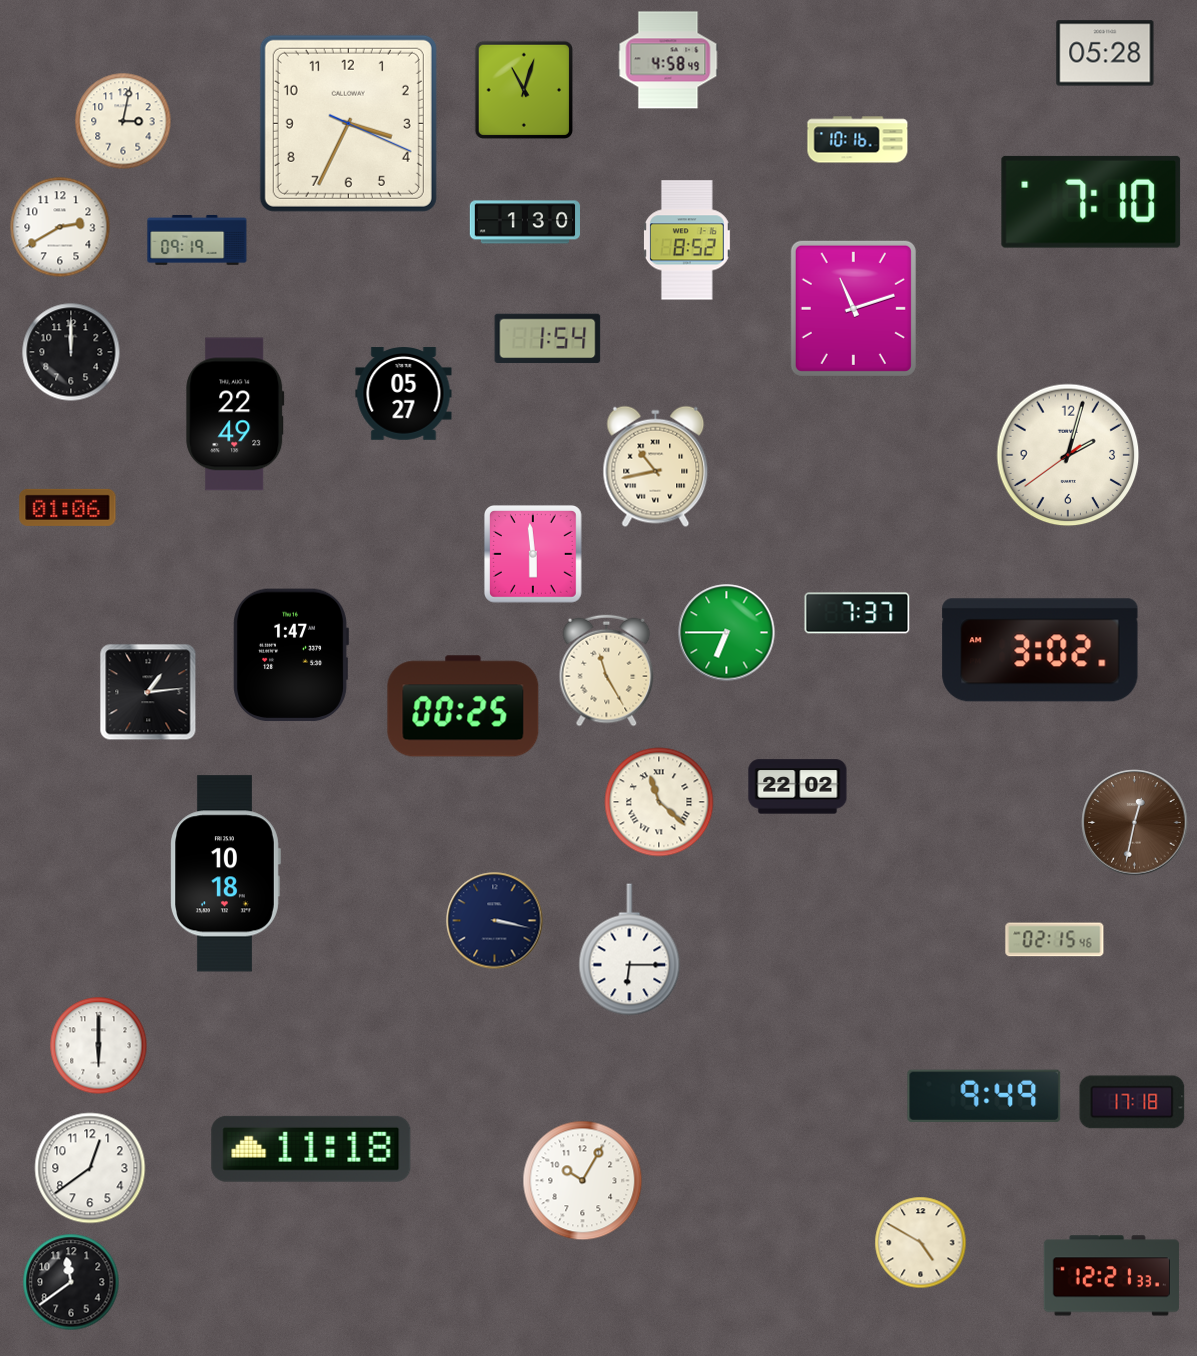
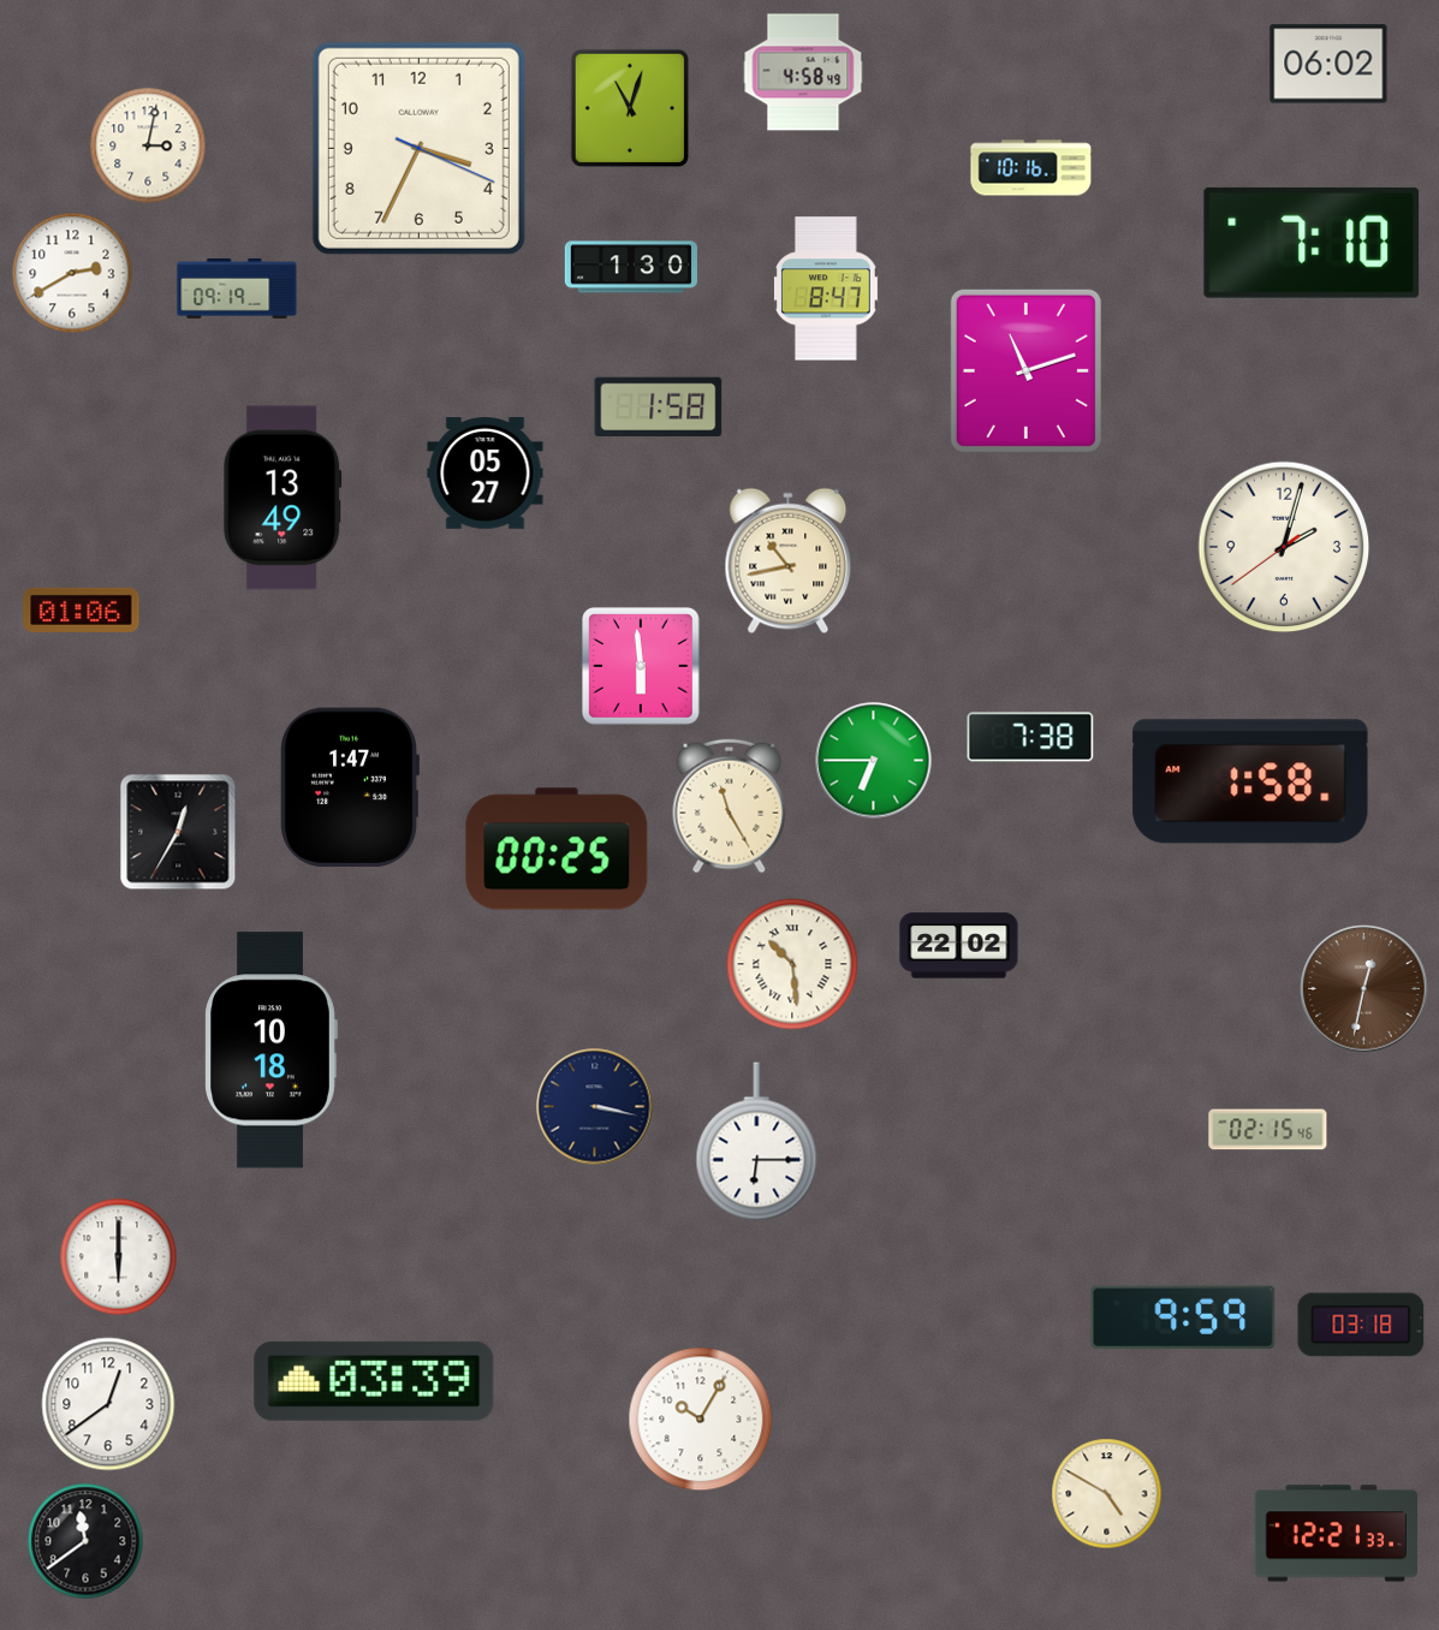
clock at (1105, 53): 05:28 -> 06:02
clock at (688, 240): 8:52 -> 8:47
clock at (548, 339): 1:54 -> 1:58
clock at (71, 352): 12:00 -> none
clock at (235, 414): 22:49 -> 13:49
clock at (857, 613): 7:37 -> 7:38
clock at (1040, 650): 3:02 -> 1:58
clock at (148, 692): 1:14 -> 12:35
clock at (659, 802): 11:22 -> 10:29
clock at (984, 1096): 9:49 -> 9:59
clock at (1132, 1102): 17:18 -> 03:18
clock at (311, 1149): 11:18 -> 03:39
